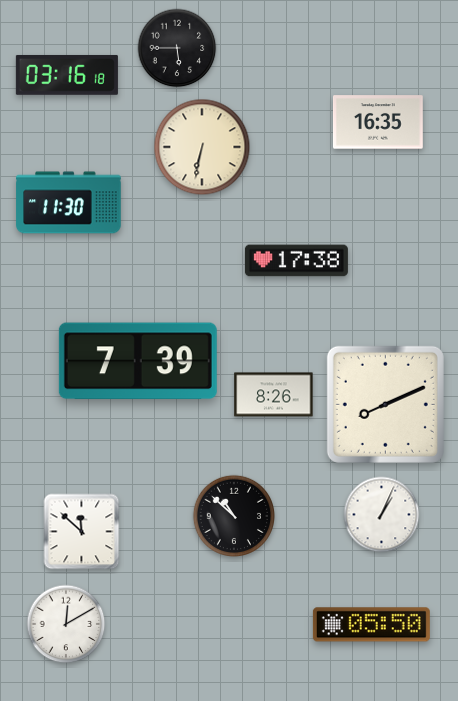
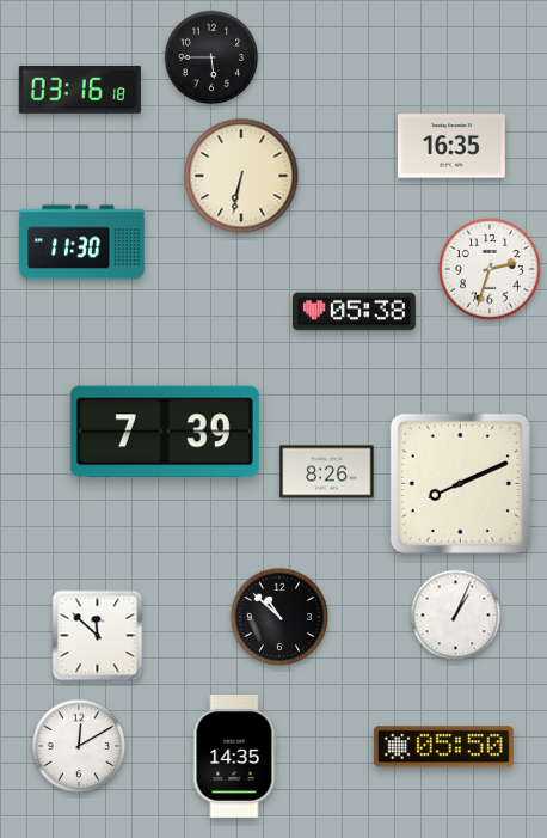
clock at (490, 269): none -> 2:33
clock at (296, 261): 17:38 -> 05:38
clock at (234, 756): none -> 14:35
